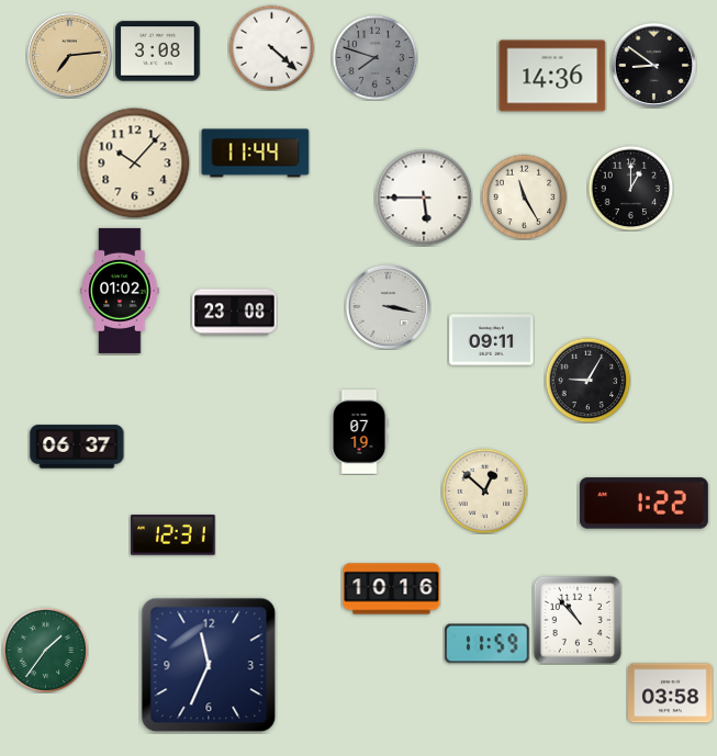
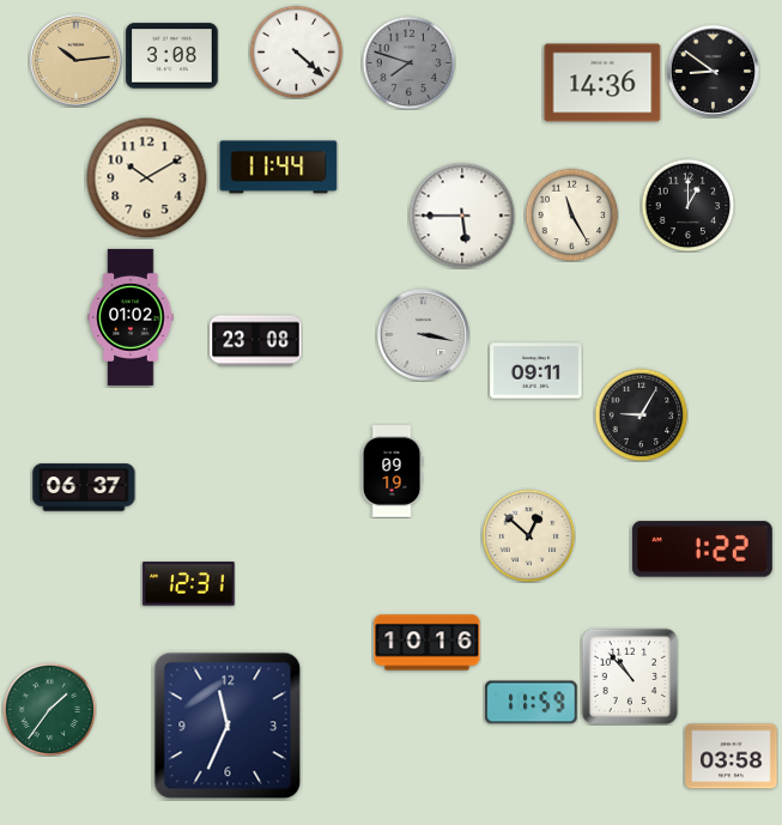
clock at (69, 55): 7:14 -> 10:14
clock at (135, 163): 10:07 -> 10:10
clock at (359, 432): 07:19 -> 09:19
